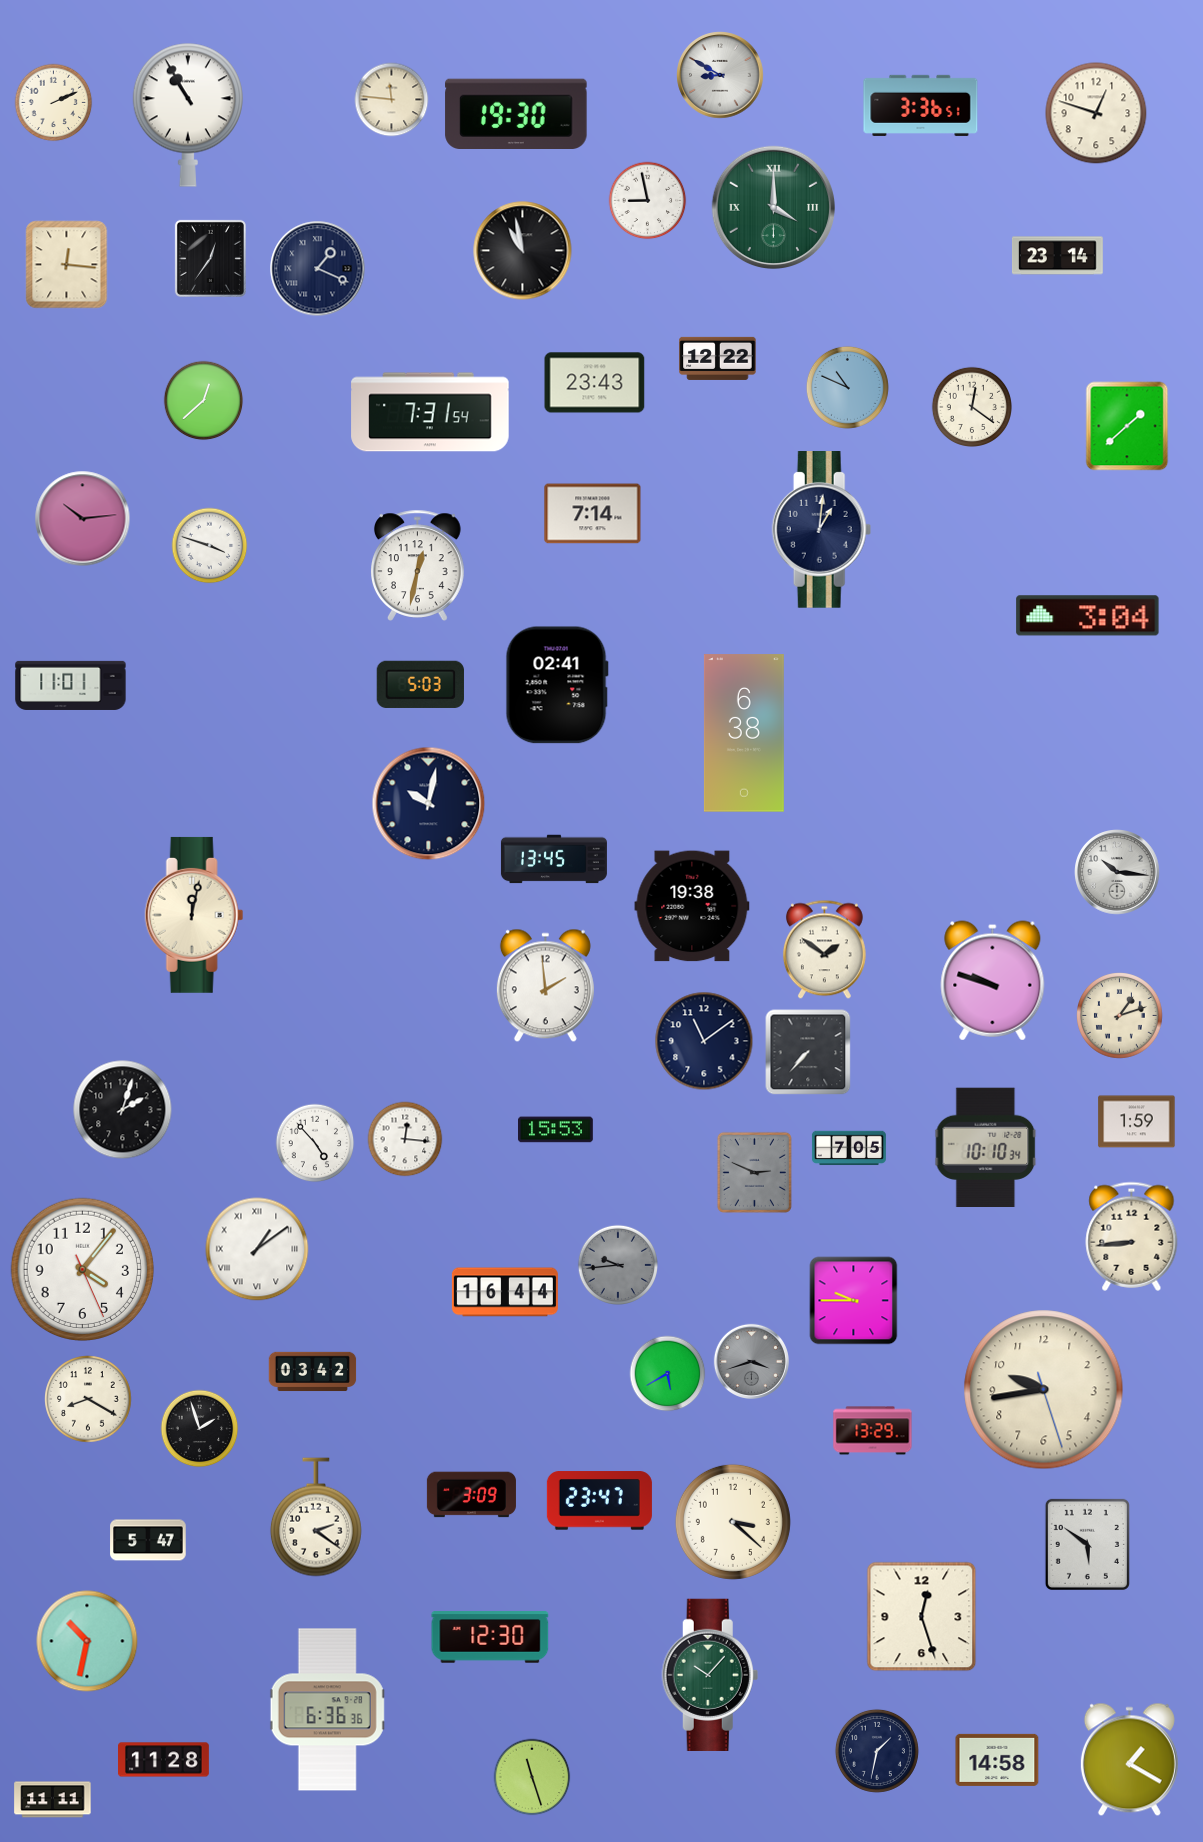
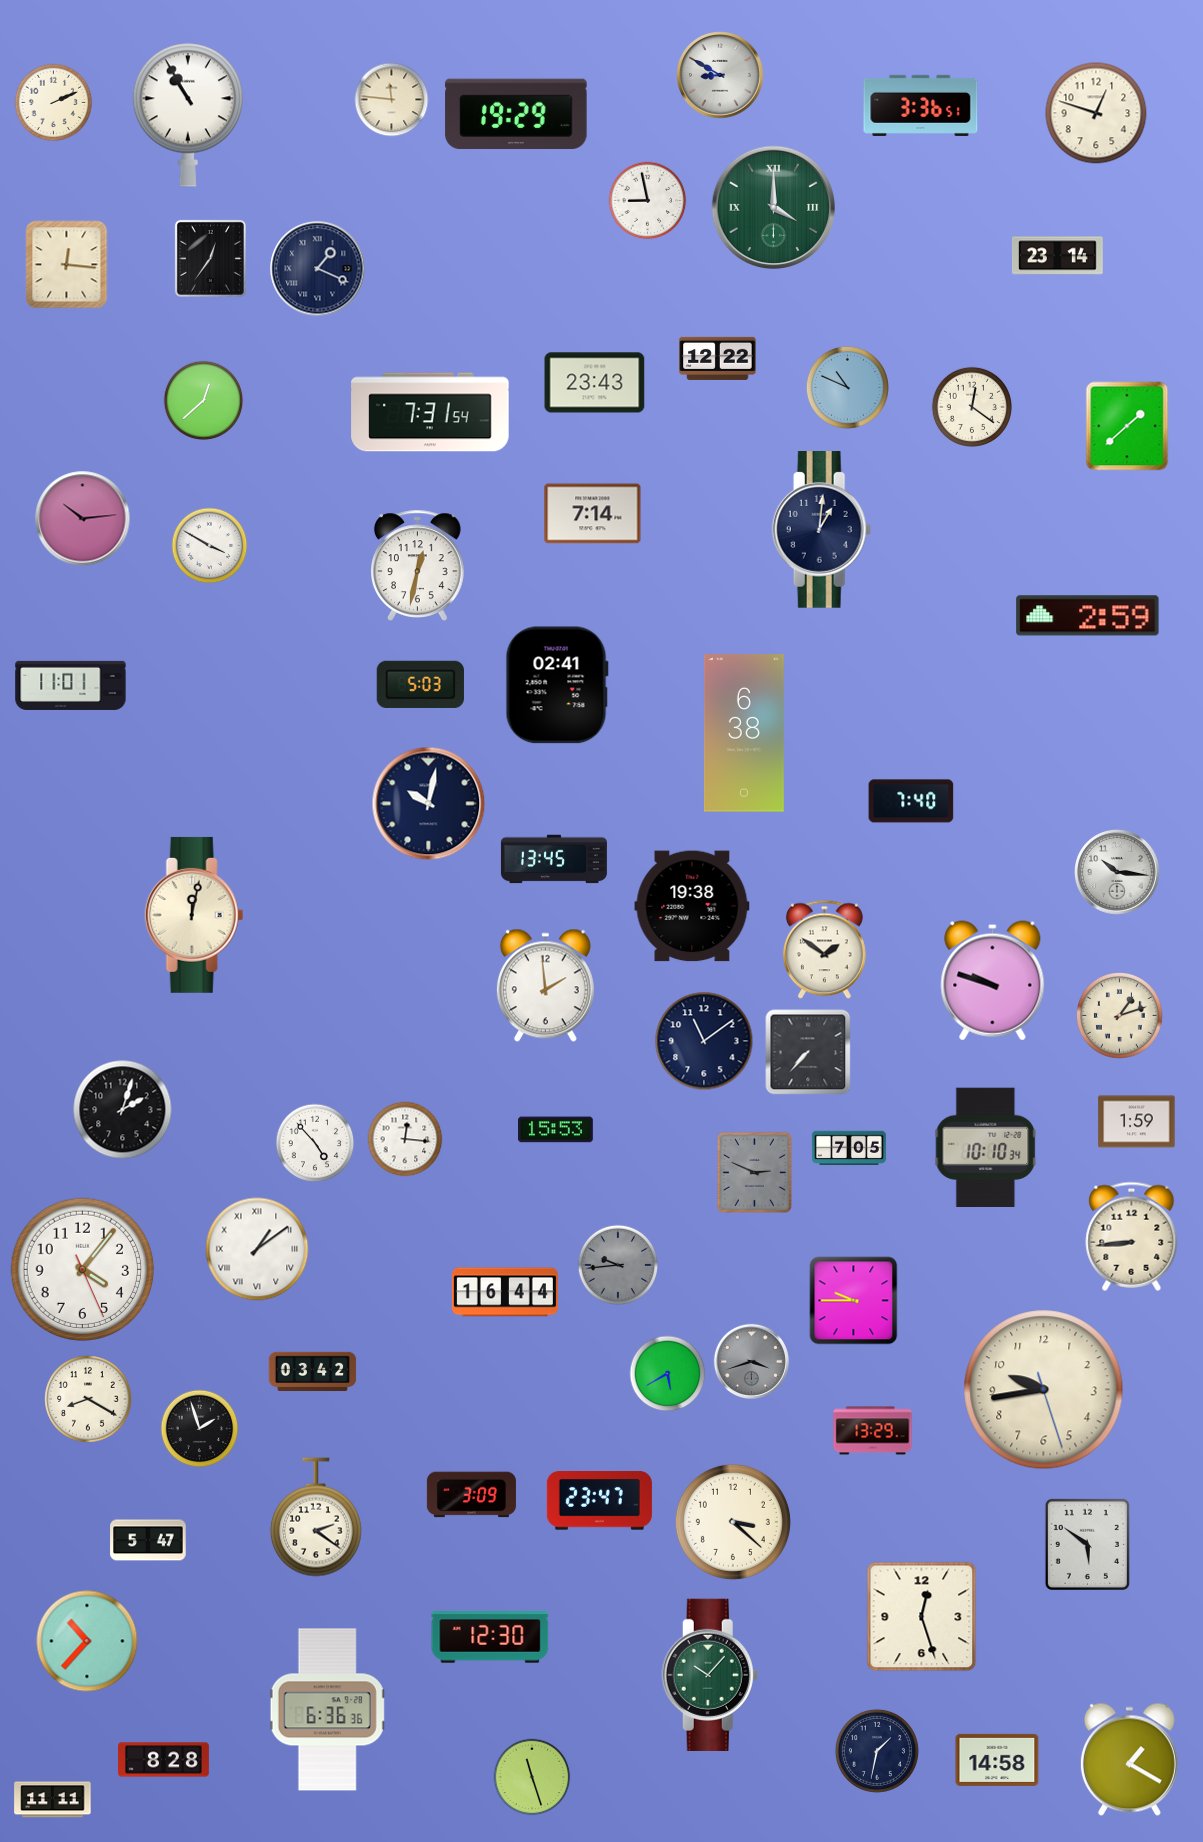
clock at (516, 113): 19:30 -> 19:29
clock at (523, 251): 10:58 -> none
clock at (210, 546): 3:48 -> 3:50
clock at (1088, 616): 3:04 -> 2:59
clock at (911, 801): none -> 7:40
clock at (87, 1641): 10:32 -> 10:37
clock at (164, 1760): 11:28 -> 8:28
